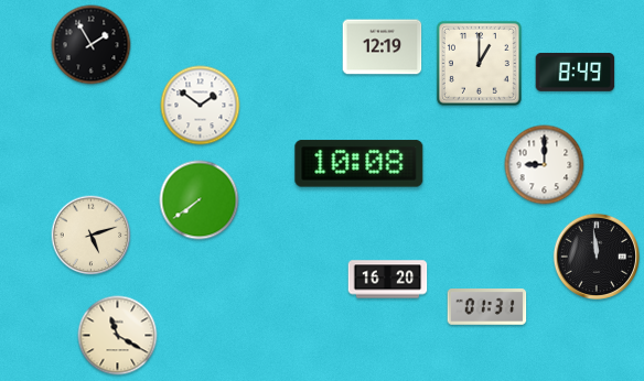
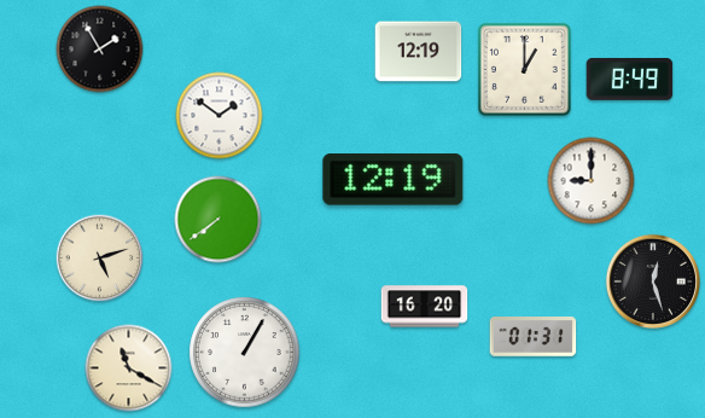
clock at (359, 164): 10:08 -> 12:19
clock at (545, 165) position: (545, 165) -> (592, 181)
clock at (595, 255): 11:59 -> 12:27
clock at (245, 353): none -> 1:05
